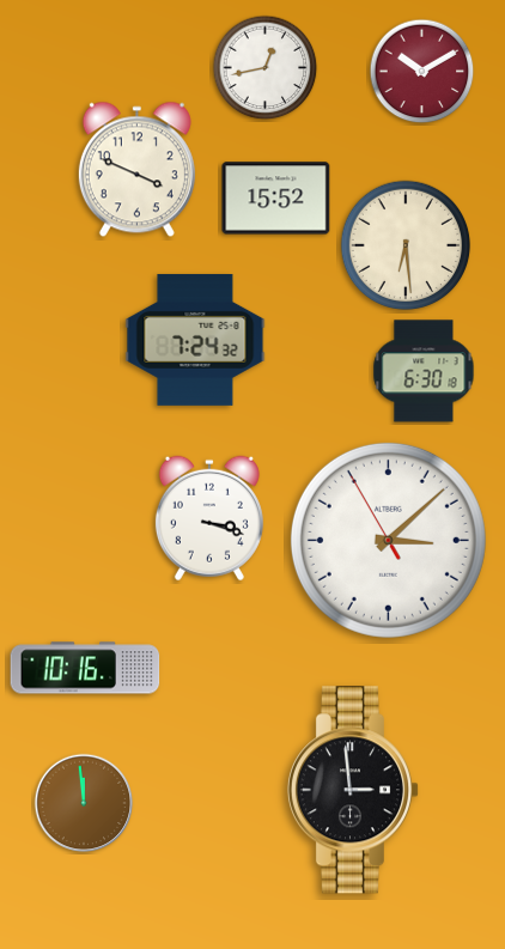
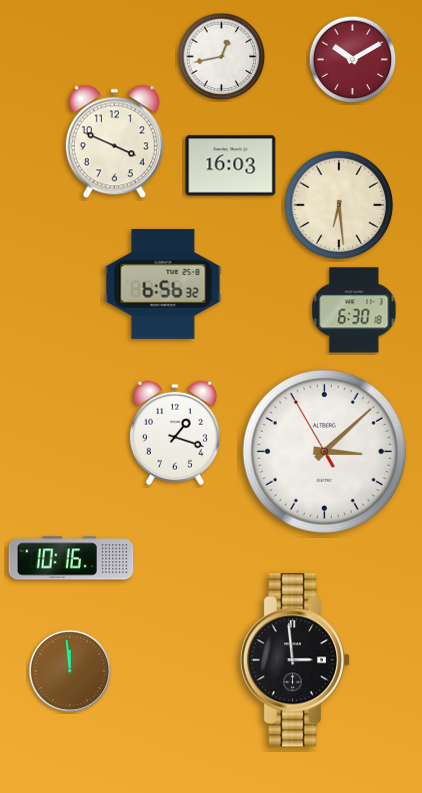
clock at (276, 199): 15:52 -> 16:03
clock at (195, 340): 7:24 -> 6:56
clock at (209, 518): 3:18 -> 1:18
